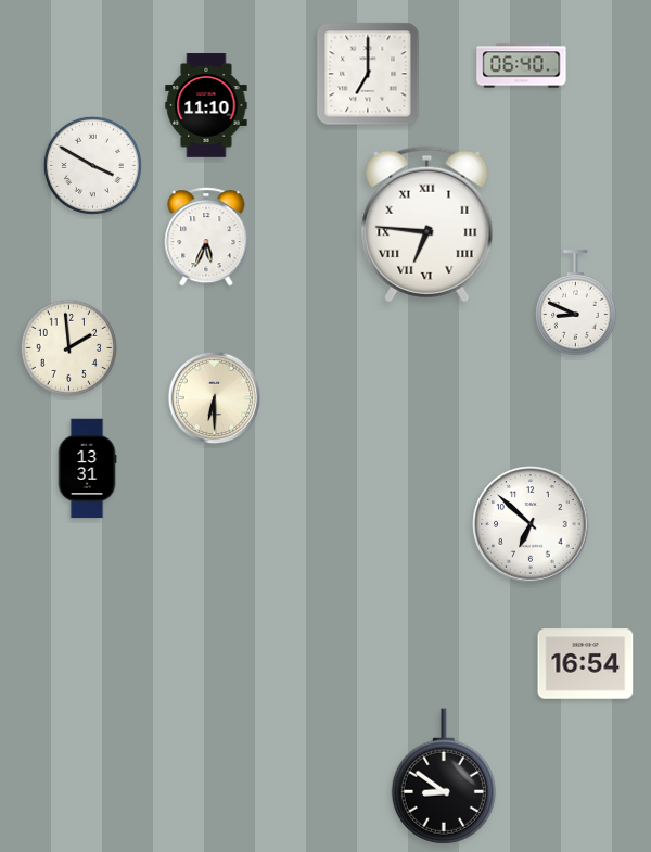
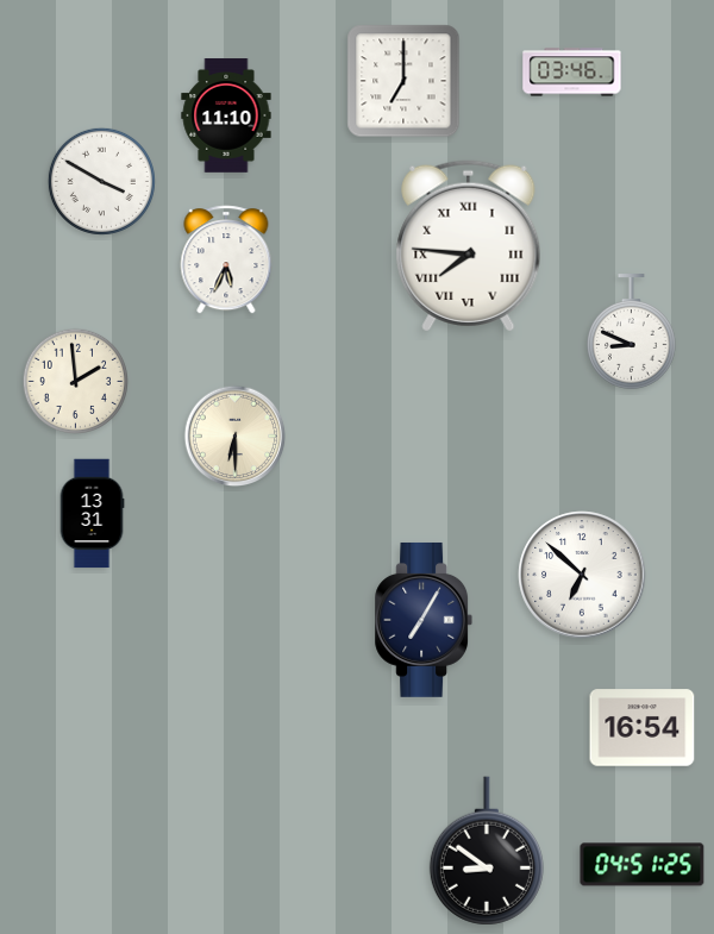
clock at (522, 66): 06:40 -> 03:46
clock at (427, 225): 6:46 -> 7:46
clock at (87, 469) position: (87, 469) -> (92, 514)
clock at (424, 620): none -> 7:05
clock at (643, 865): none -> 04:51
